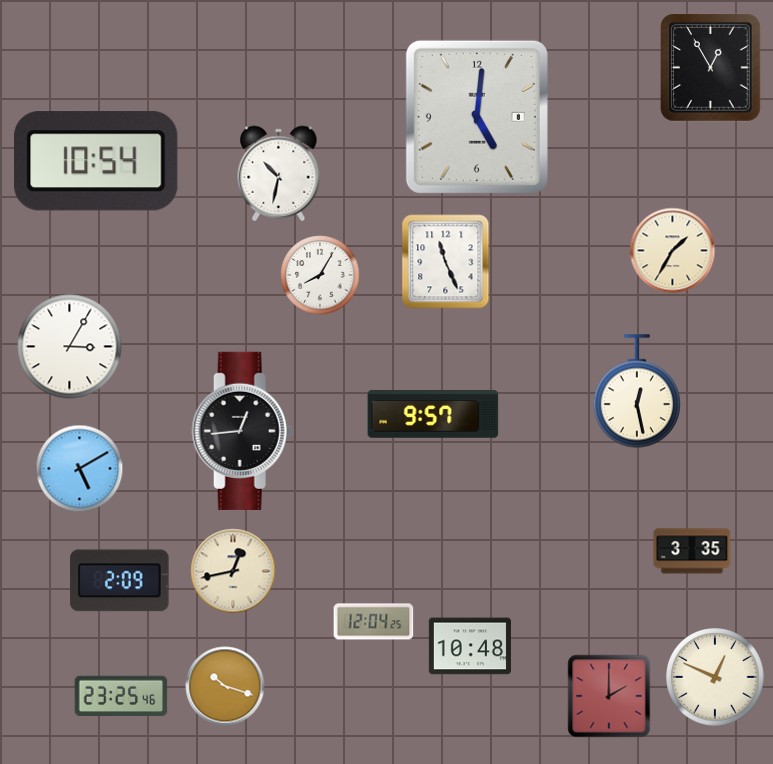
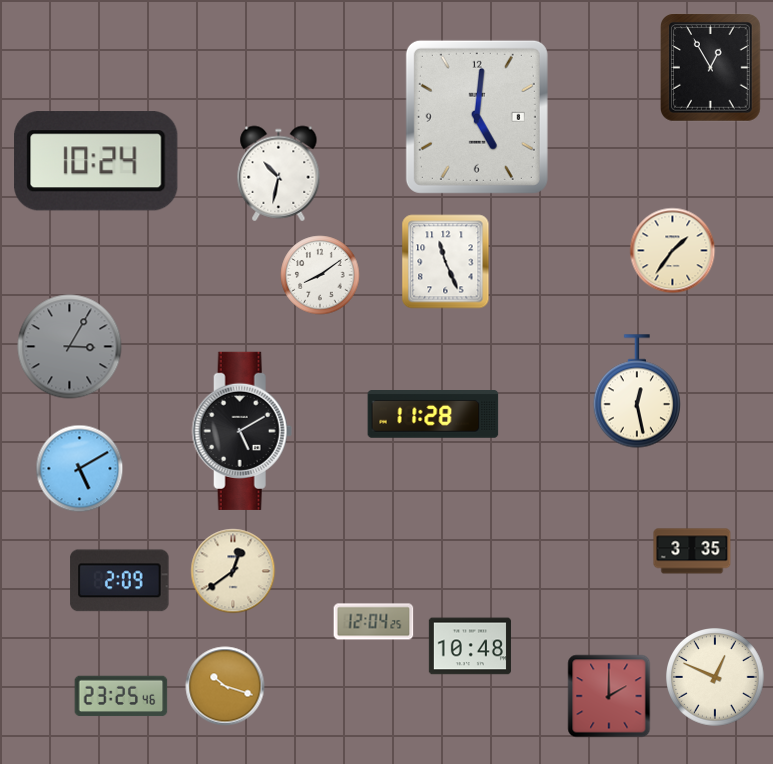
clock at (96, 161): 10:54 -> 10:24
clock at (673, 251): 1:35 -> 1:36
clock at (320, 275): 8:05 -> 8:09
clock at (70, 347) dial: white -> grey
clock at (433, 415): 9:57 -> 11:28
clock at (242, 431): 12:44 -> 5:10
clock at (233, 571): 12:43 -> 12:39
